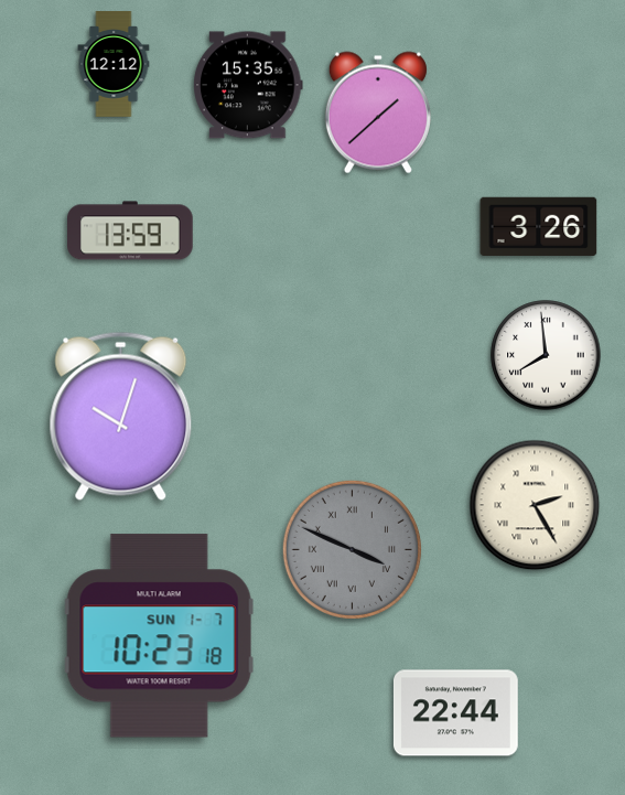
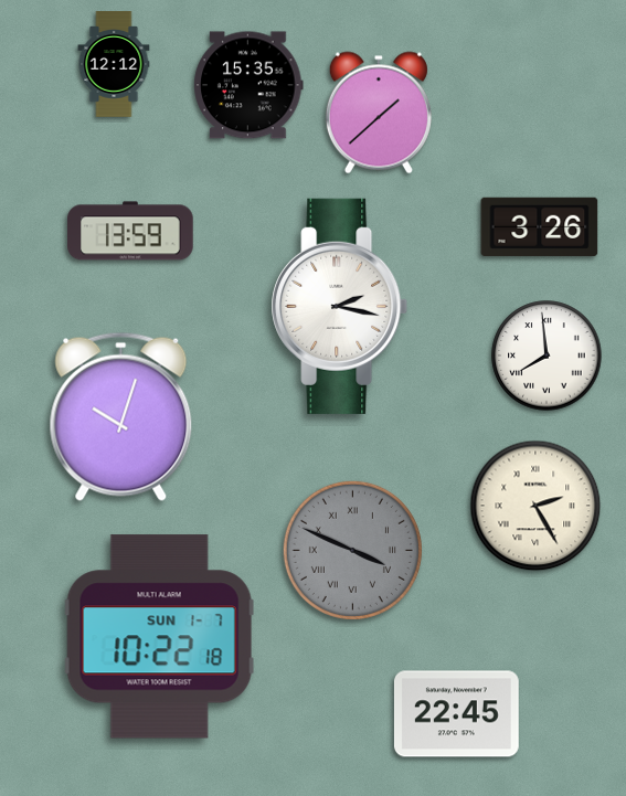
clock at (340, 306): none -> 2:17
clock at (159, 636): 10:23 -> 10:22
clock at (455, 713): 22:44 -> 22:45
